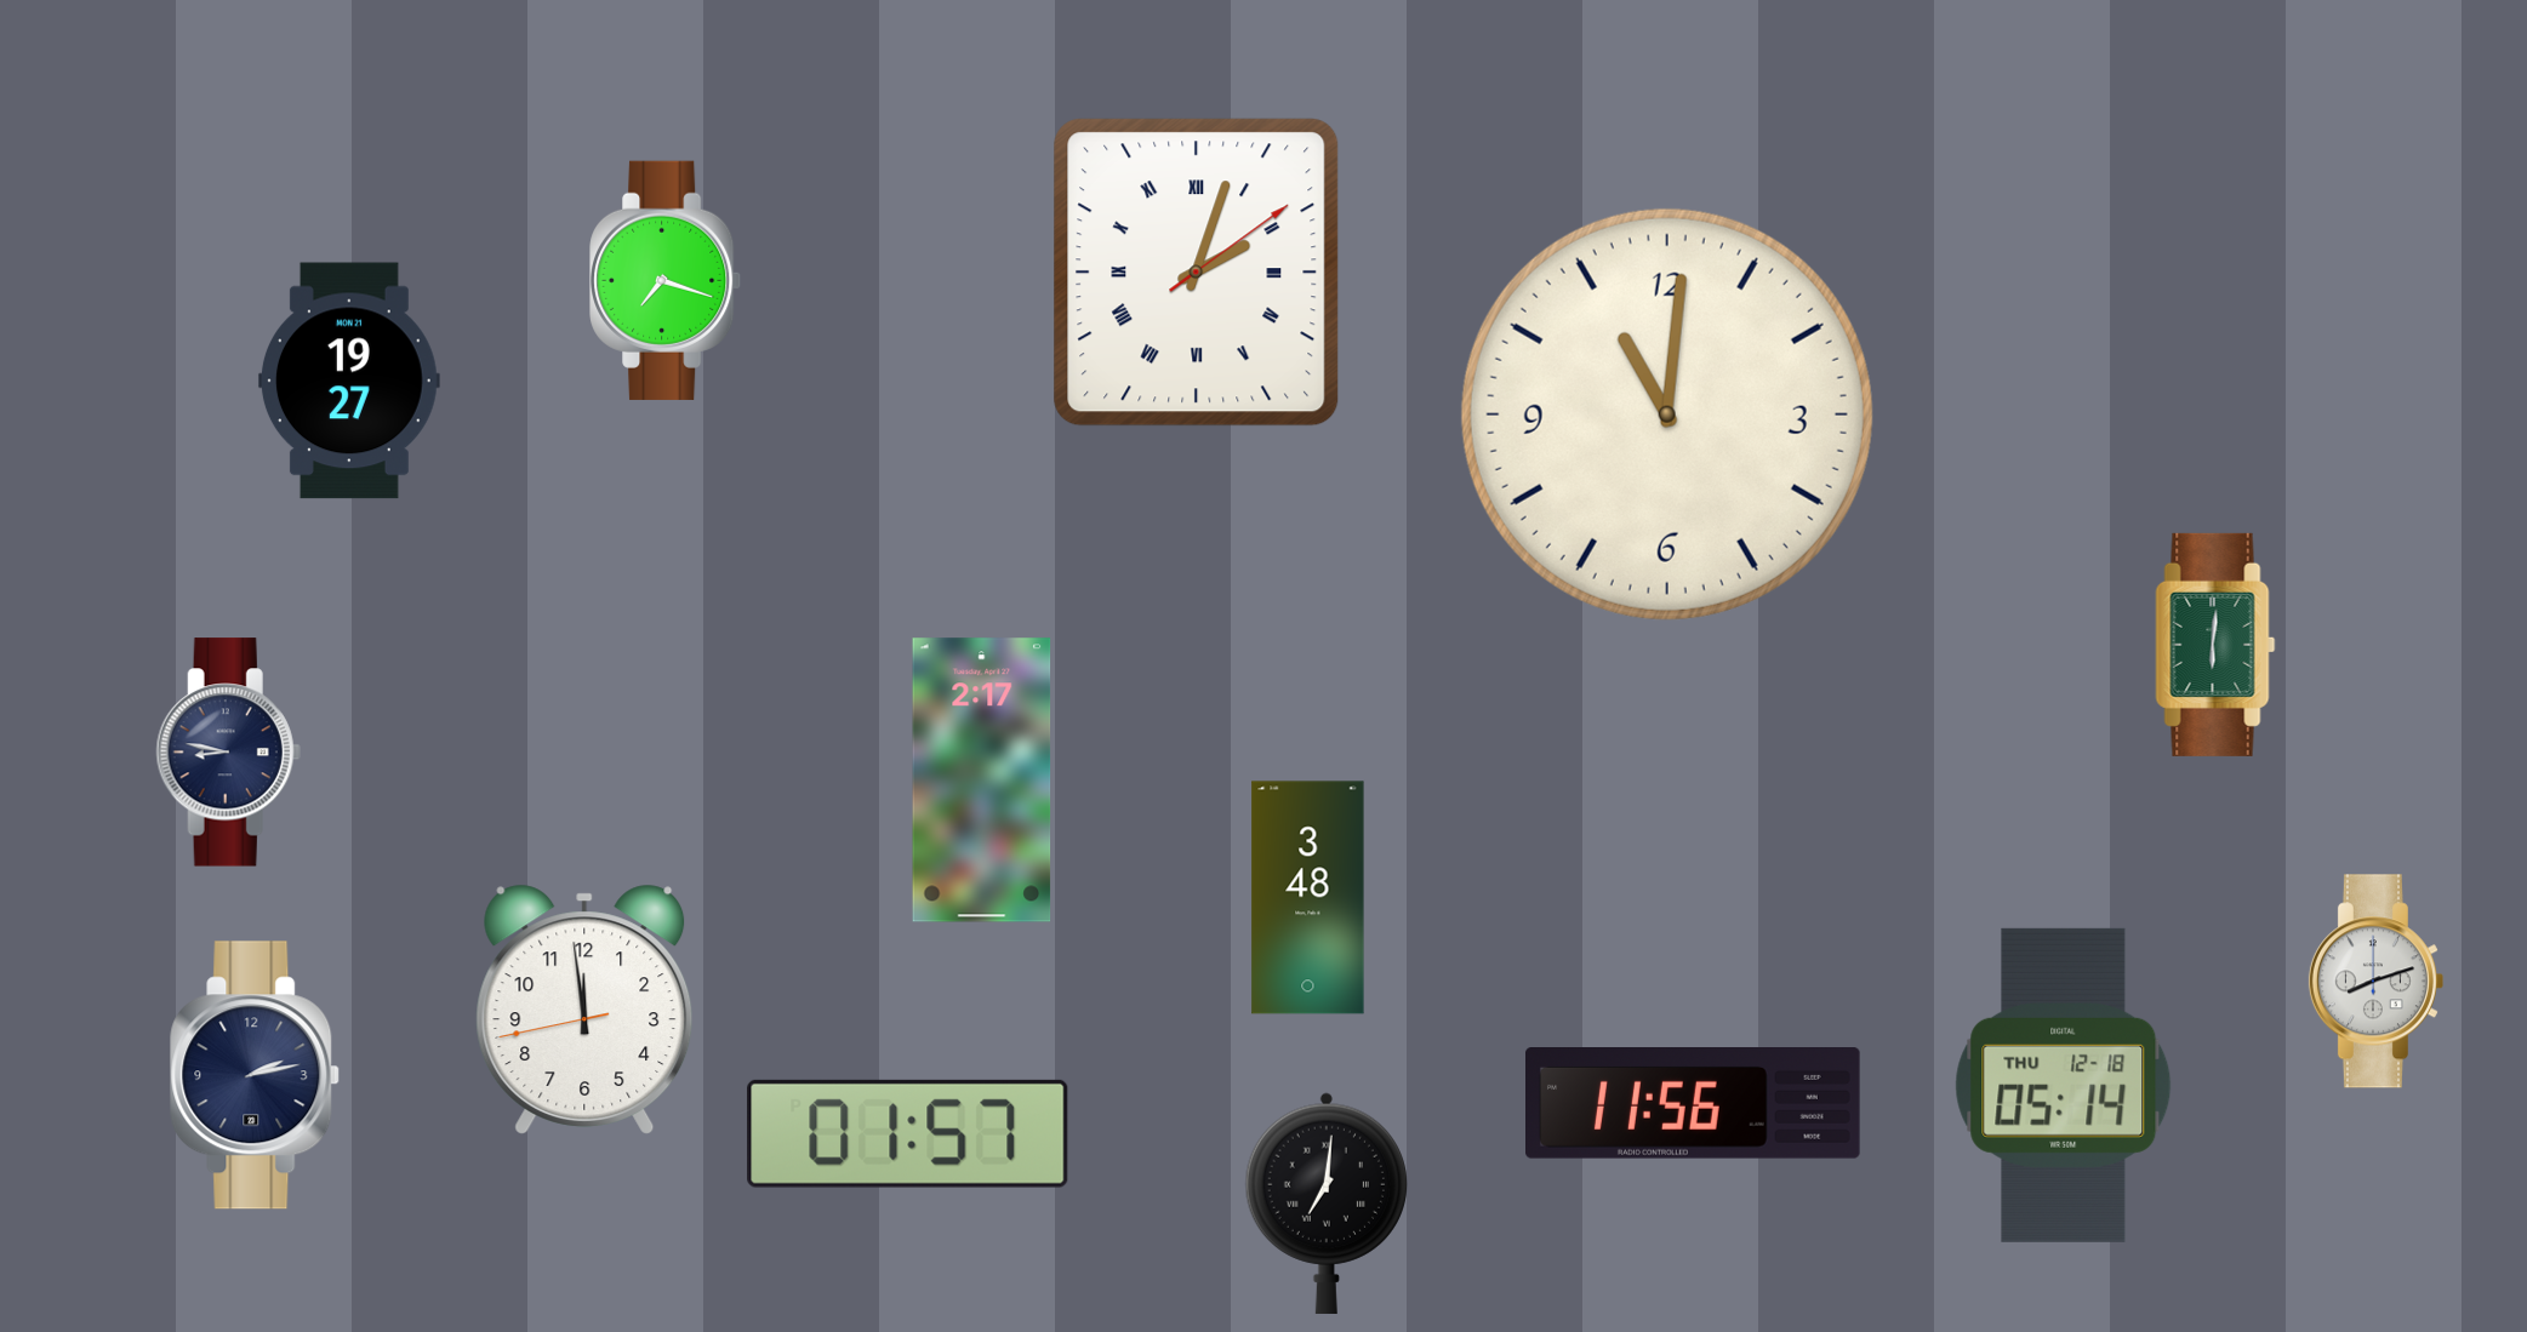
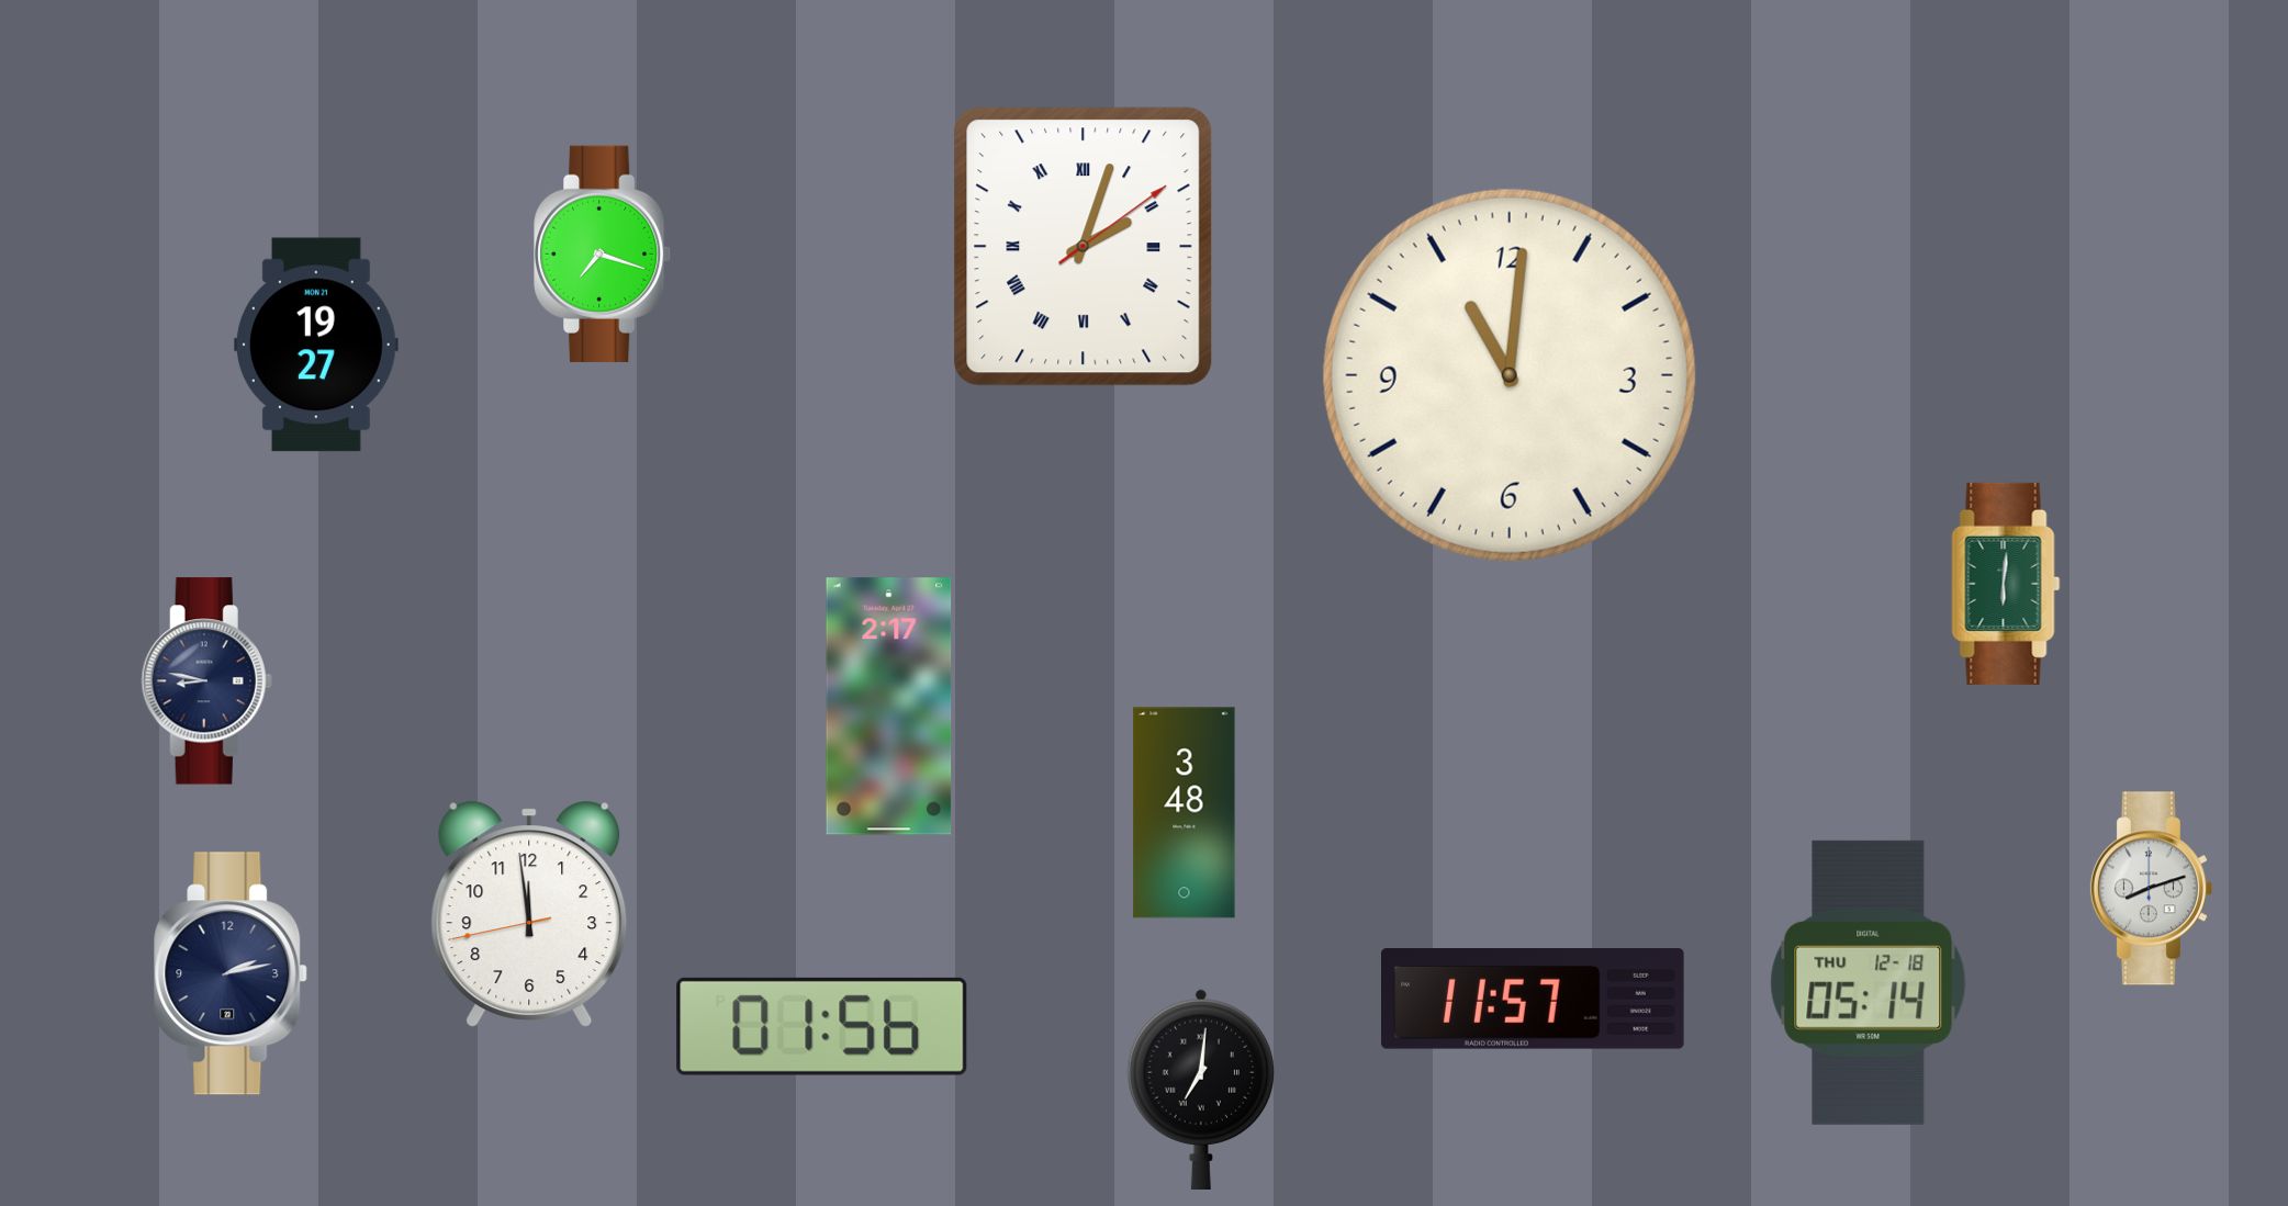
clock at (1694, 1104): 11:56 -> 11:57
clock at (908, 1133): 01:57 -> 01:56
